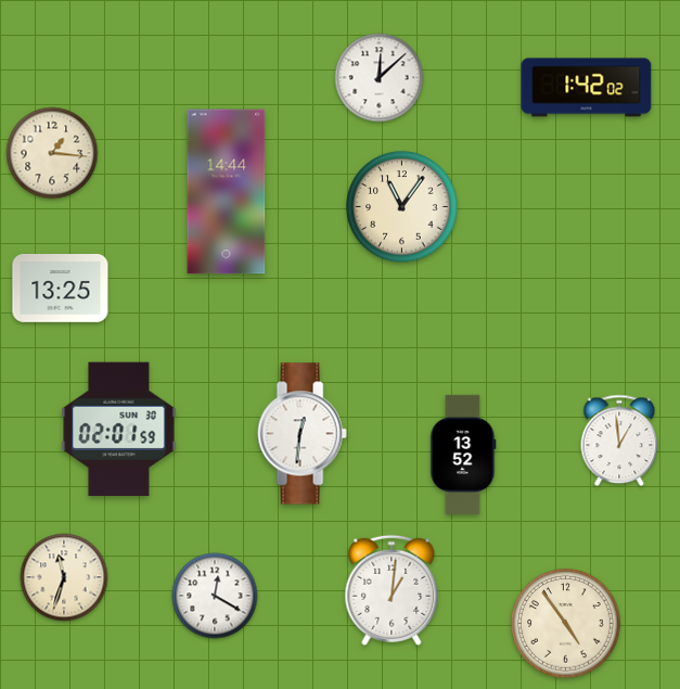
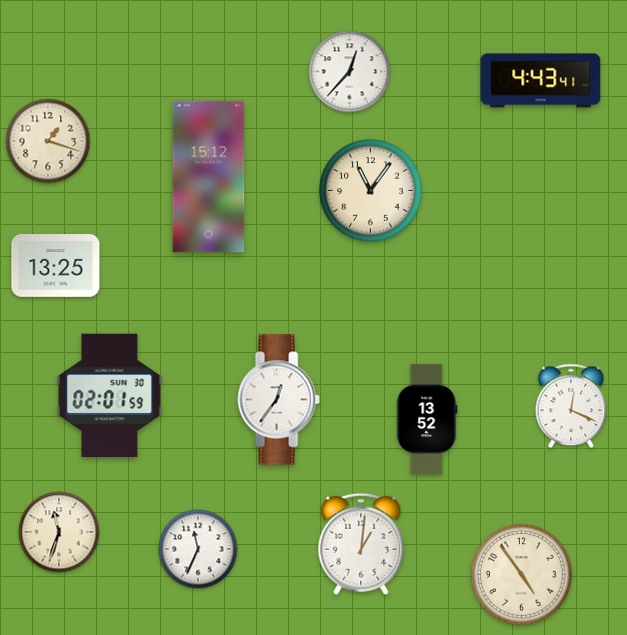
clock at (380, 78): 12:08 -> 12:37
clock at (587, 88): 1:42 -> 4:43
clock at (52, 153): 1:16 -> 1:18
clock at (227, 192): 14:44 -> 15:12
clock at (301, 434): 12:31 -> 12:36
clock at (619, 441): 12:59 -> 12:19
clock at (215, 596): 12:20 -> 11:34
